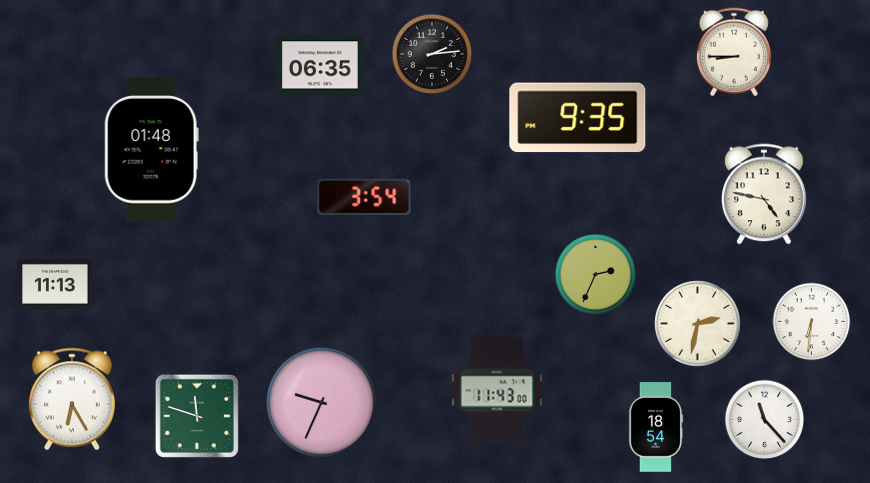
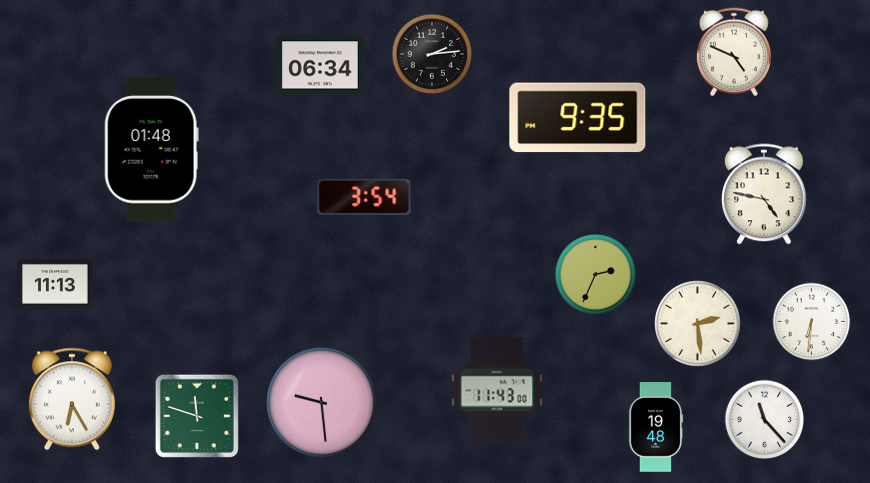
clock at (734, 52): 8:45 -> 4:49
clock at (321, 65): 06:35 -> 06:34
clock at (698, 324): 2:32 -> 2:29
clock at (322, 403): 9:34 -> 9:29
clock at (656, 427): 18:54 -> 19:48
